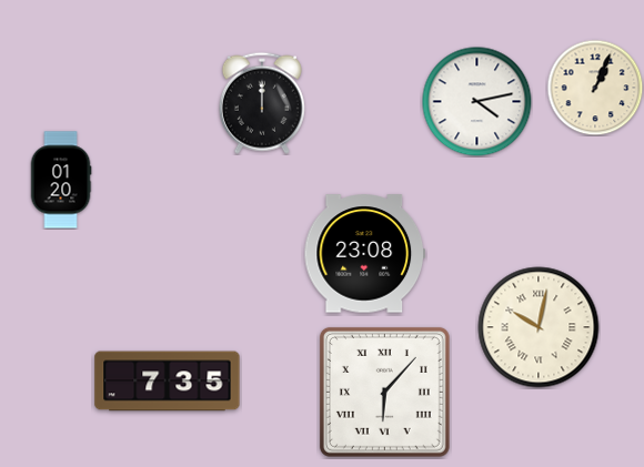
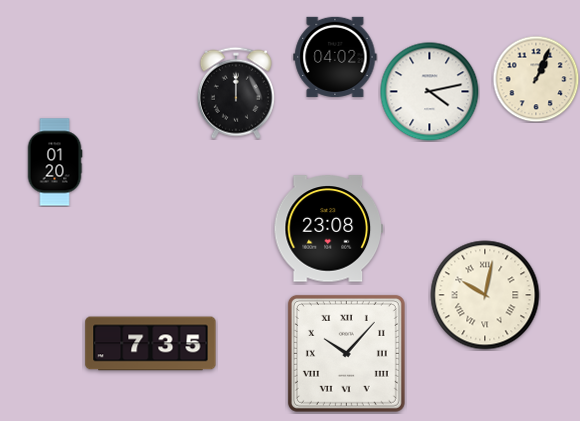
clock at (335, 57): none -> 04:02
clock at (384, 392): 6:07 -> 10:07
